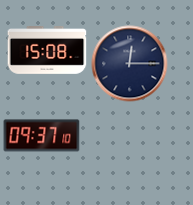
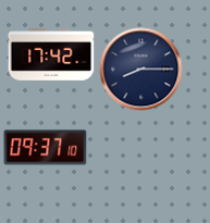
clock at (47, 51): 15:08 -> 17:42
clock at (130, 64): 12:15 -> 8:15
